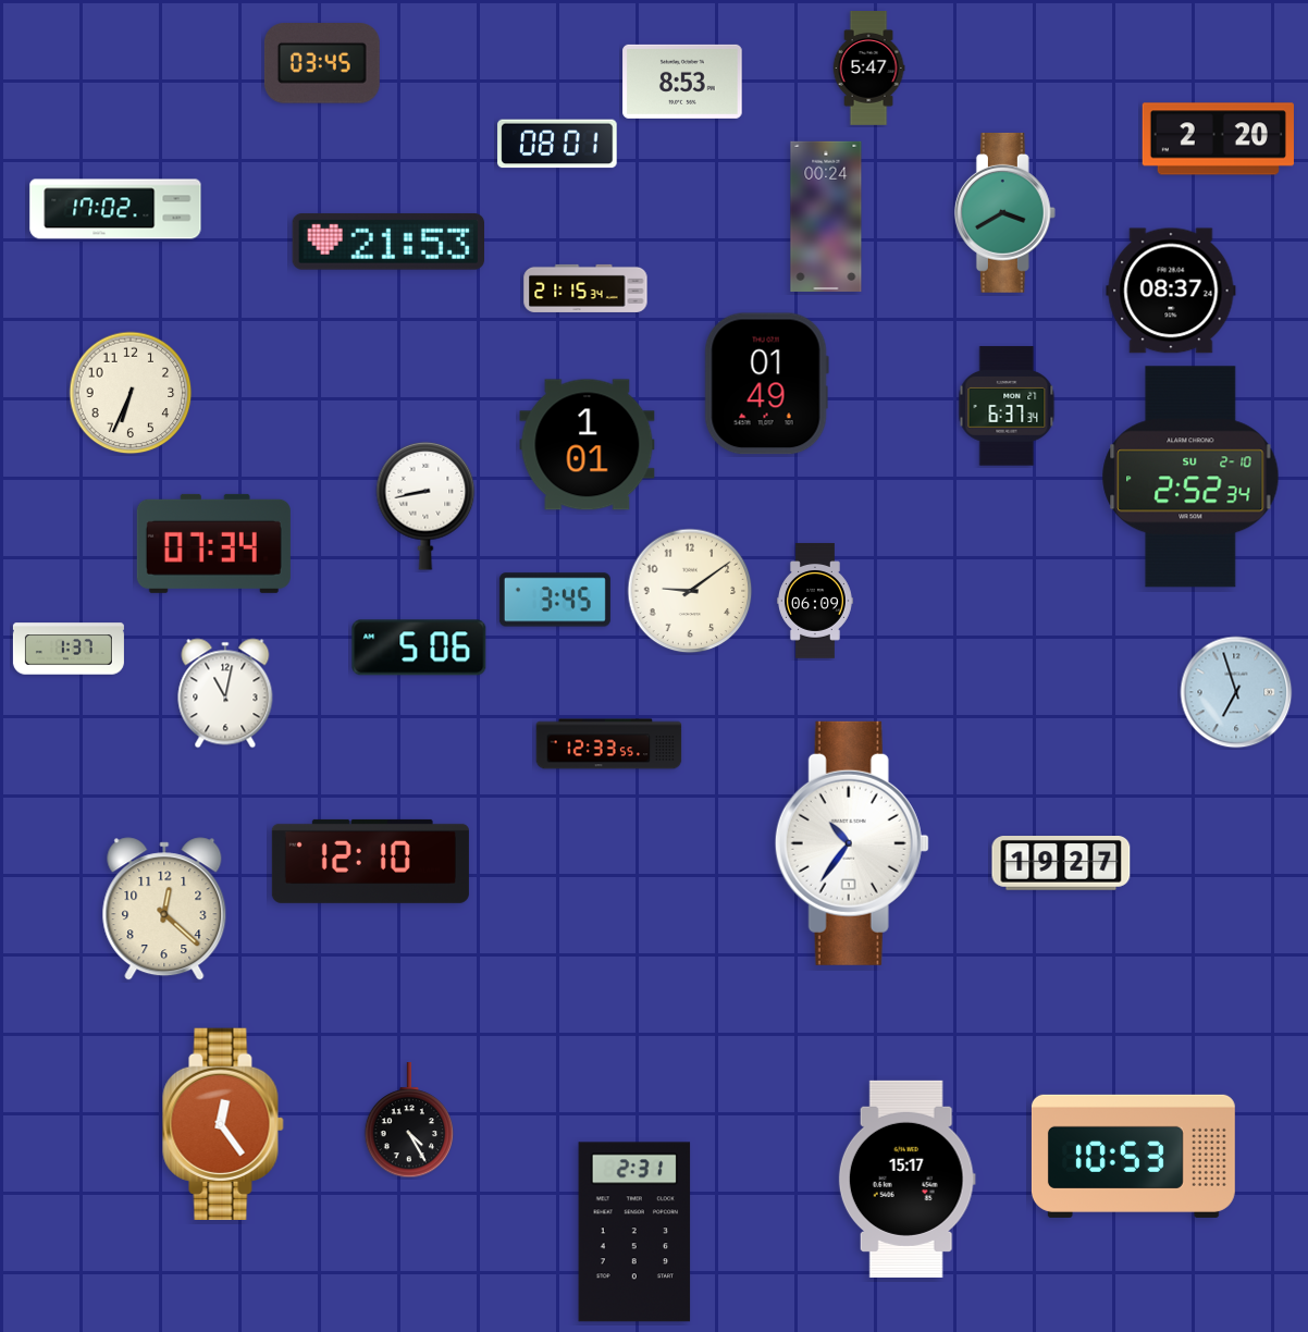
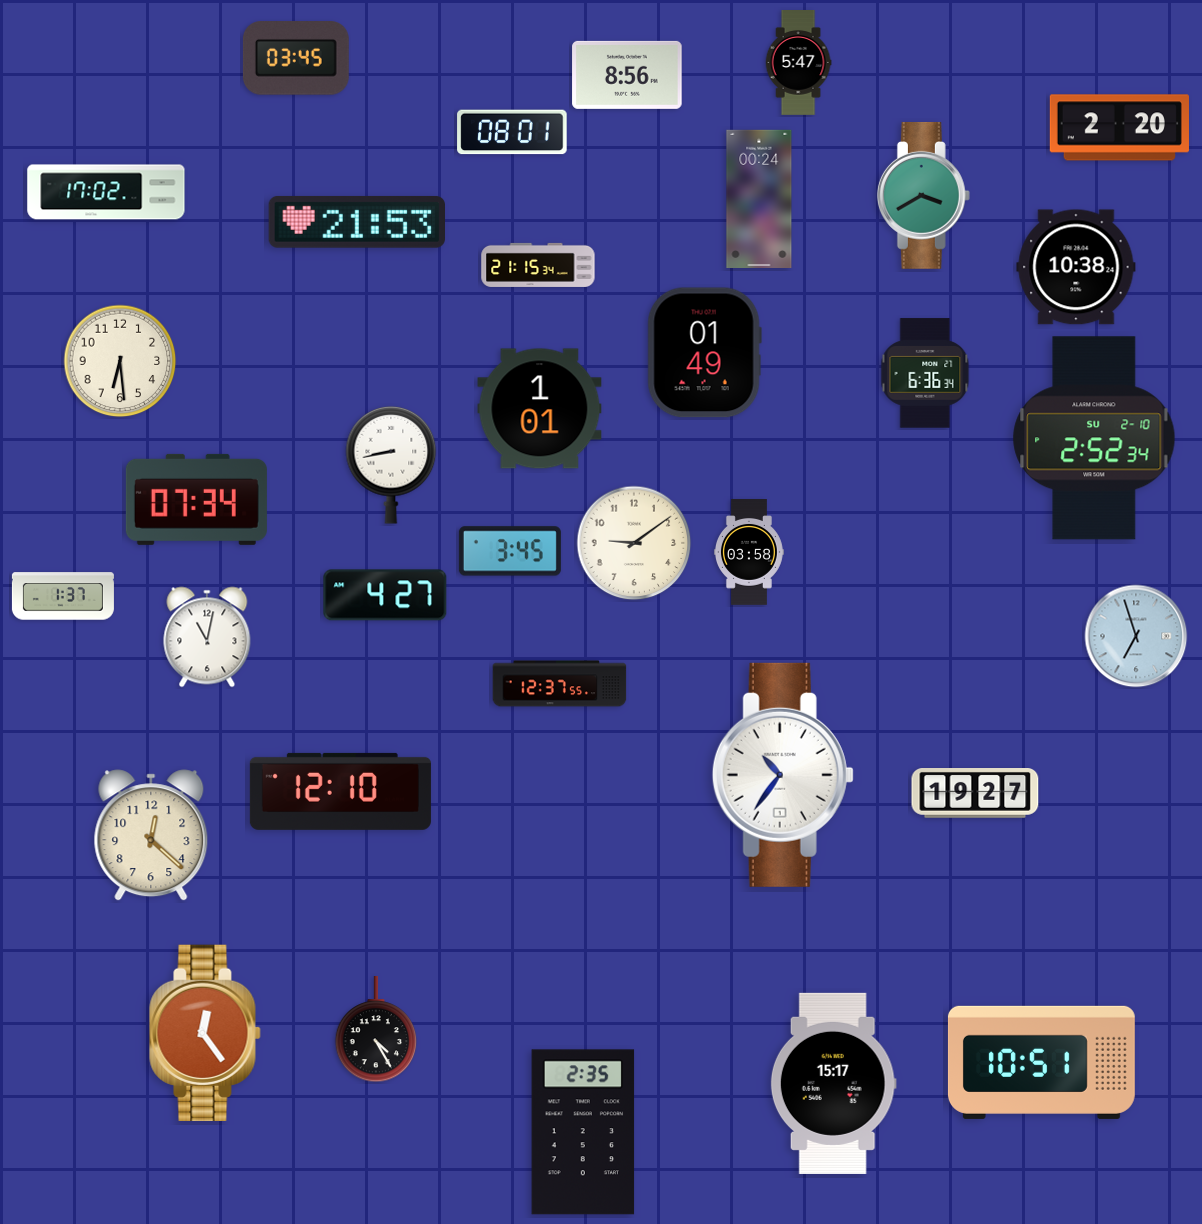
clock at (682, 82): 8:53 -> 8:56
clock at (1171, 291): 08:37 -> 10:38
clock at (131, 393): 6:34 -> 6:29
clock at (1007, 406): 6:37 -> 6:36
clock at (815, 601): 06:09 -> 03:58
clock at (419, 647): 5:06 -> 4:27
clock at (609, 744): 12:33 -> 12:37
clock at (1133, 1156): 10:53 -> 10:51
clock at (634, 1232): 2:31 -> 2:35
